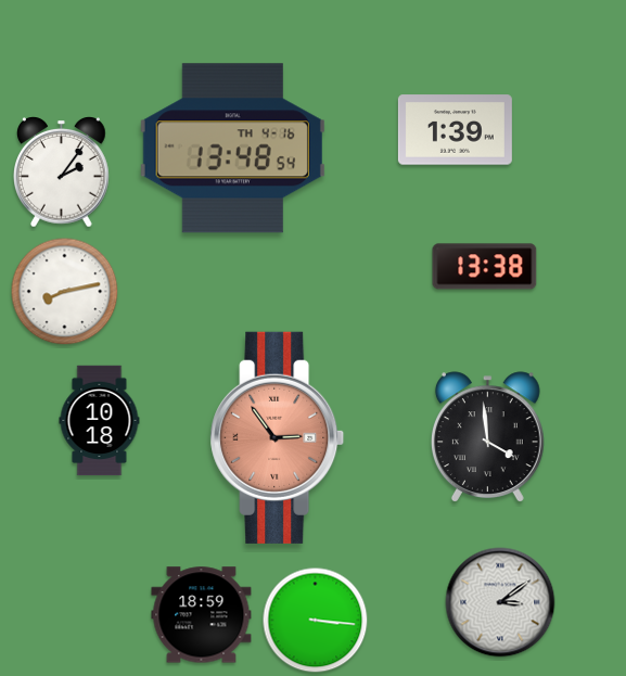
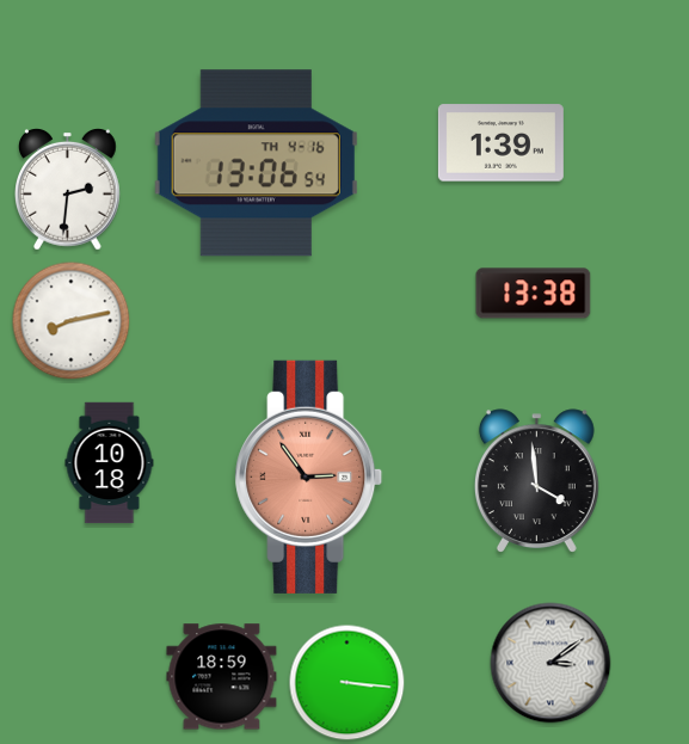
clock at (232, 149): 13:48 -> 13:06
clock at (62, 173): 2:06 -> 2:31
clock at (278, 437) position: (278, 437) -> (309, 476)
